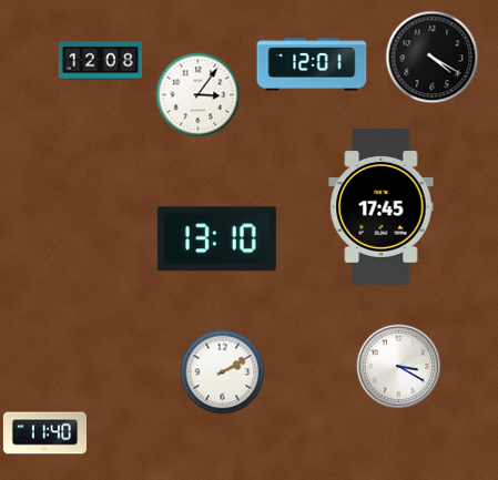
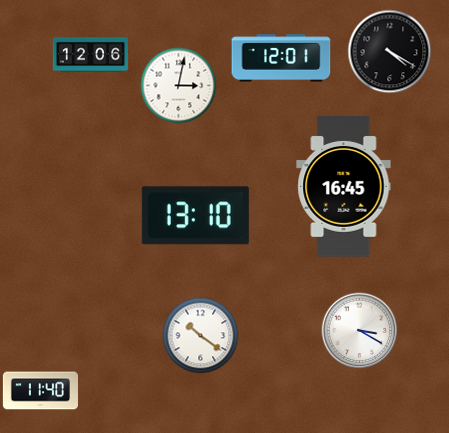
clock at (100, 61): 12:08 -> 12:06
clock at (199, 95): 3:06 -> 3:02
clock at (382, 207): 17:45 -> 16:45
clock at (223, 372): 2:10 -> 10:21
